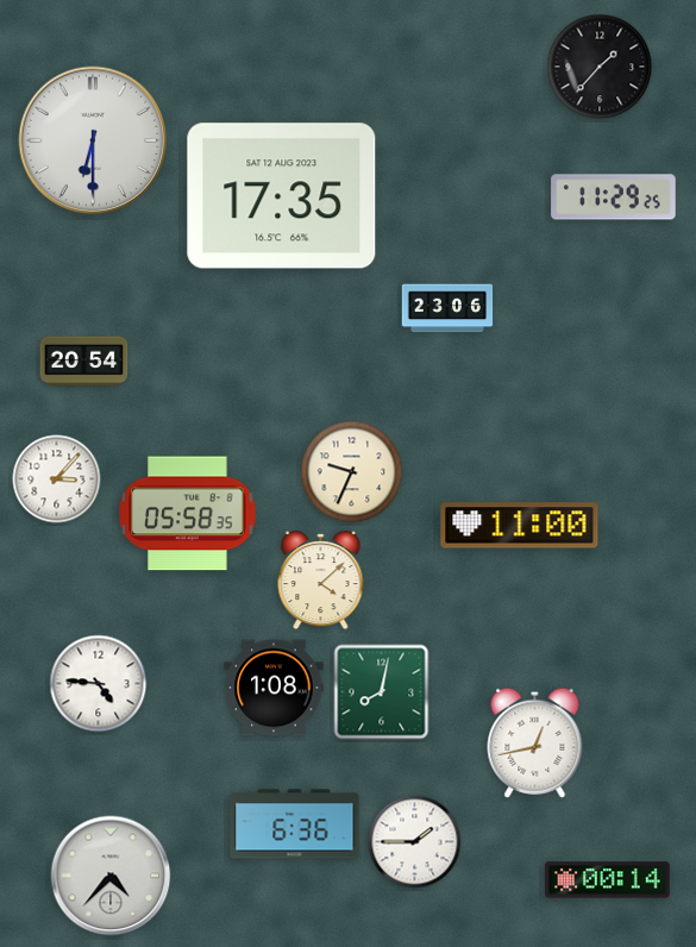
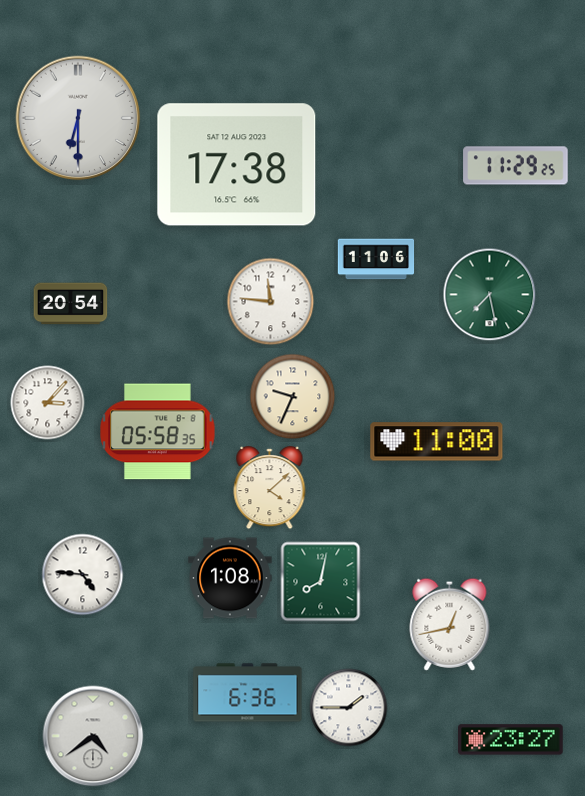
clock at (600, 67): 1:37 -> none
clock at (282, 196): 17:35 -> 17:38
clock at (447, 308): 23:06 -> 11:06
clock at (490, 295): none -> 7:28
clock at (271, 302): none -> 11:46
clock at (352, 472) position: (352, 472) -> (293, 397)
clock at (111, 876): 4:37 -> 4:39
clock at (608, 880): 00:14 -> 23:27
